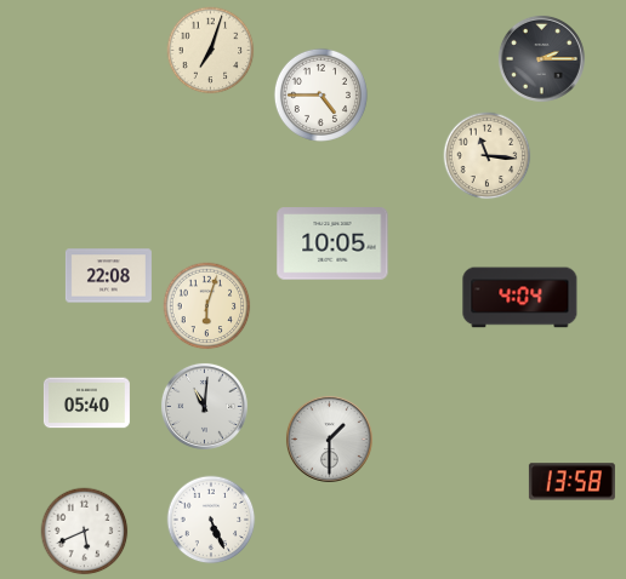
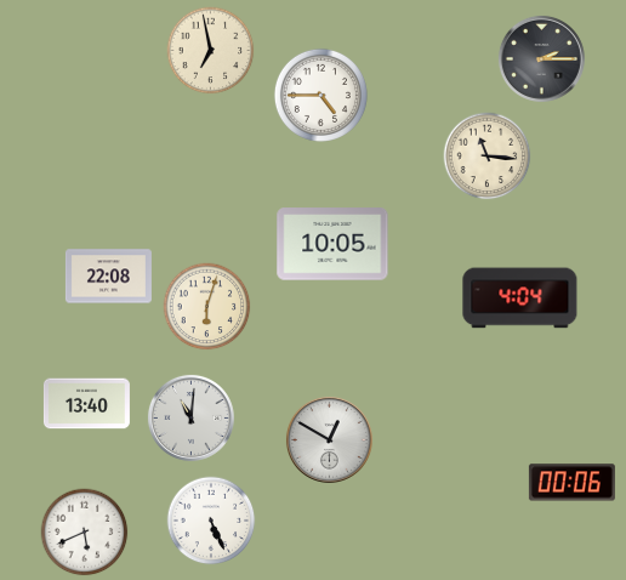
clock at (211, 51): 7:03 -> 6:58
clock at (86, 403): 05:40 -> 13:40
clock at (204, 406) position: (204, 406) -> (190, 417)
clock at (329, 438): 1:30 -> 12:50
clock at (571, 482): 13:58 -> 00:06
